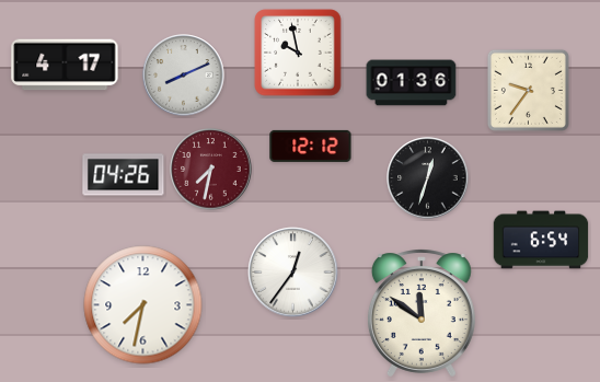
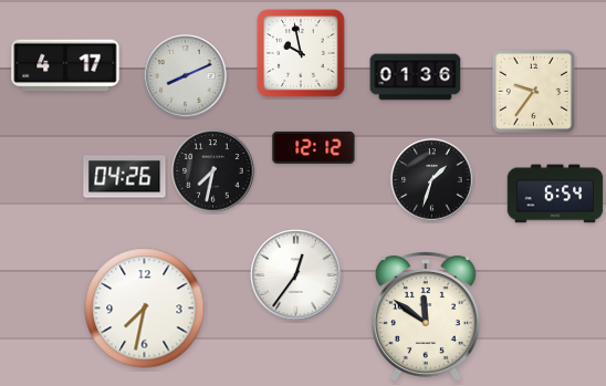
clock at (412, 83) position: (412, 83) -> (416, 77)
clock at (211, 170) dial: burgundy -> black
clock at (428, 178): 12:33 -> 1:33
clock at (541, 240) position: (541, 240) -> (555, 194)
